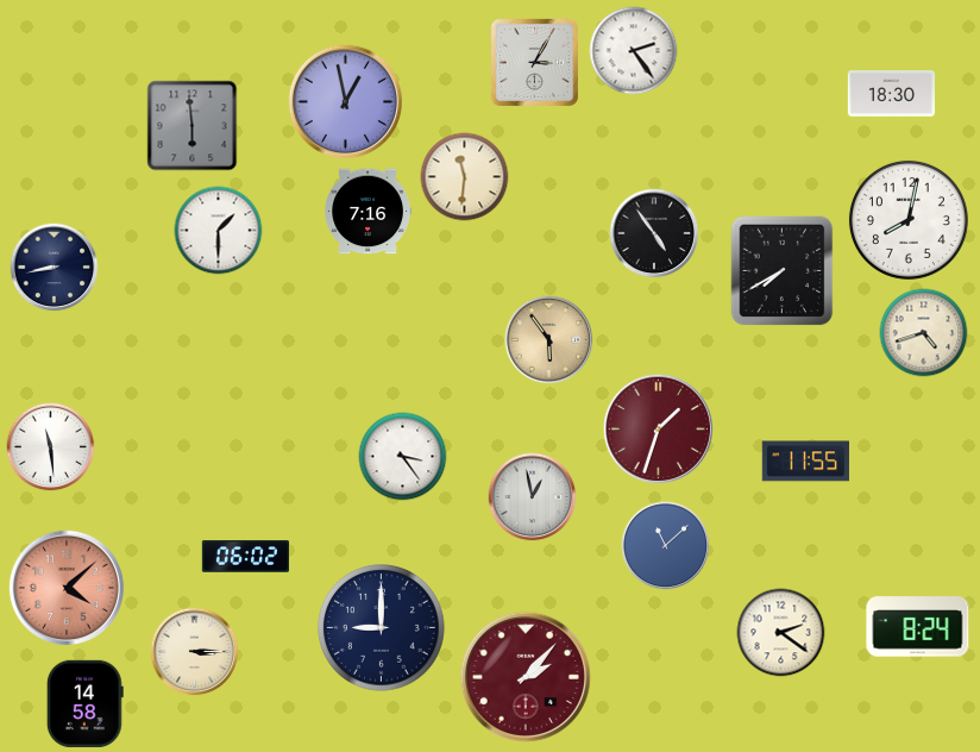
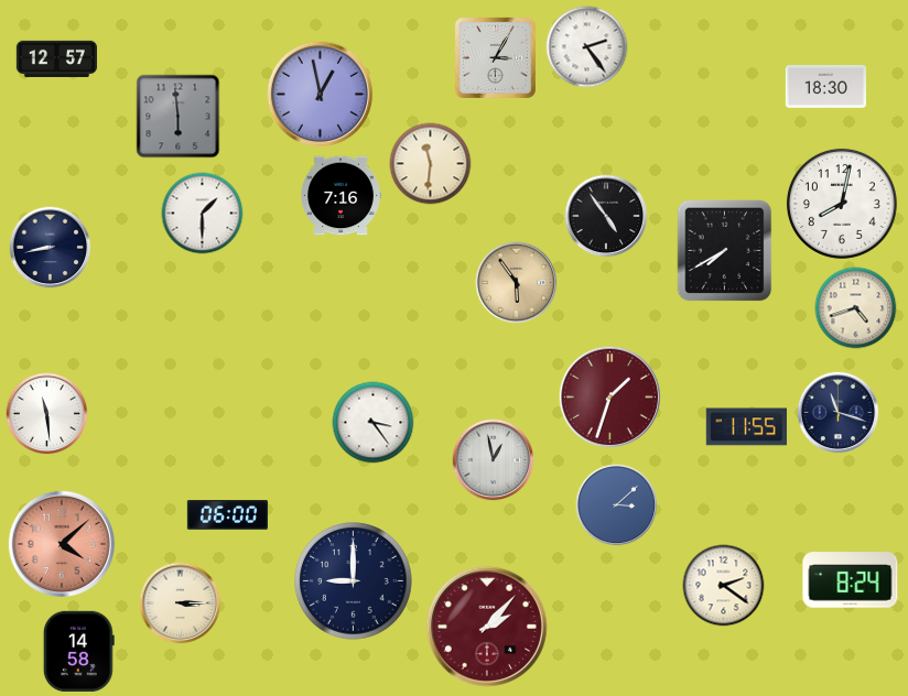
clock at (56, 58): none -> 12:57
clock at (549, 340) position: (549, 340) -> (517, 283)
clock at (839, 413): none -> 11:18
clock at (666, 546): 11:08 -> 3:08
clock at (245, 557): 06:02 -> 06:00
